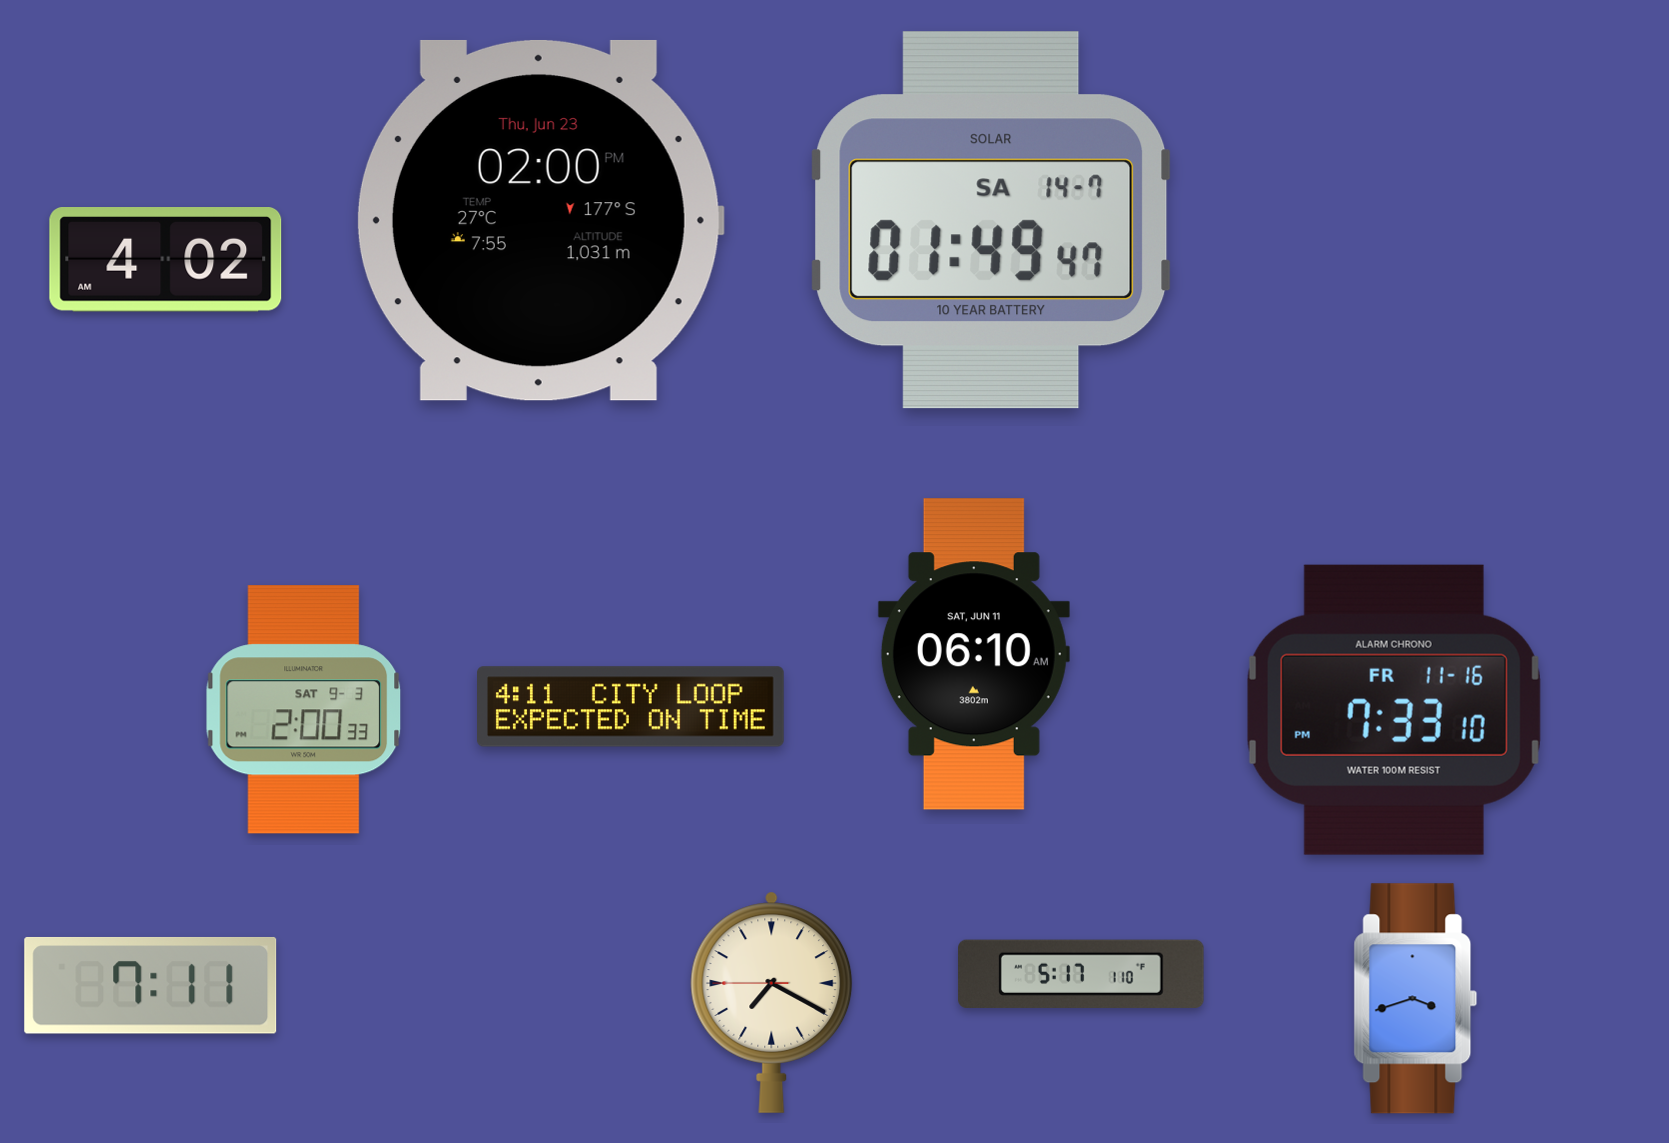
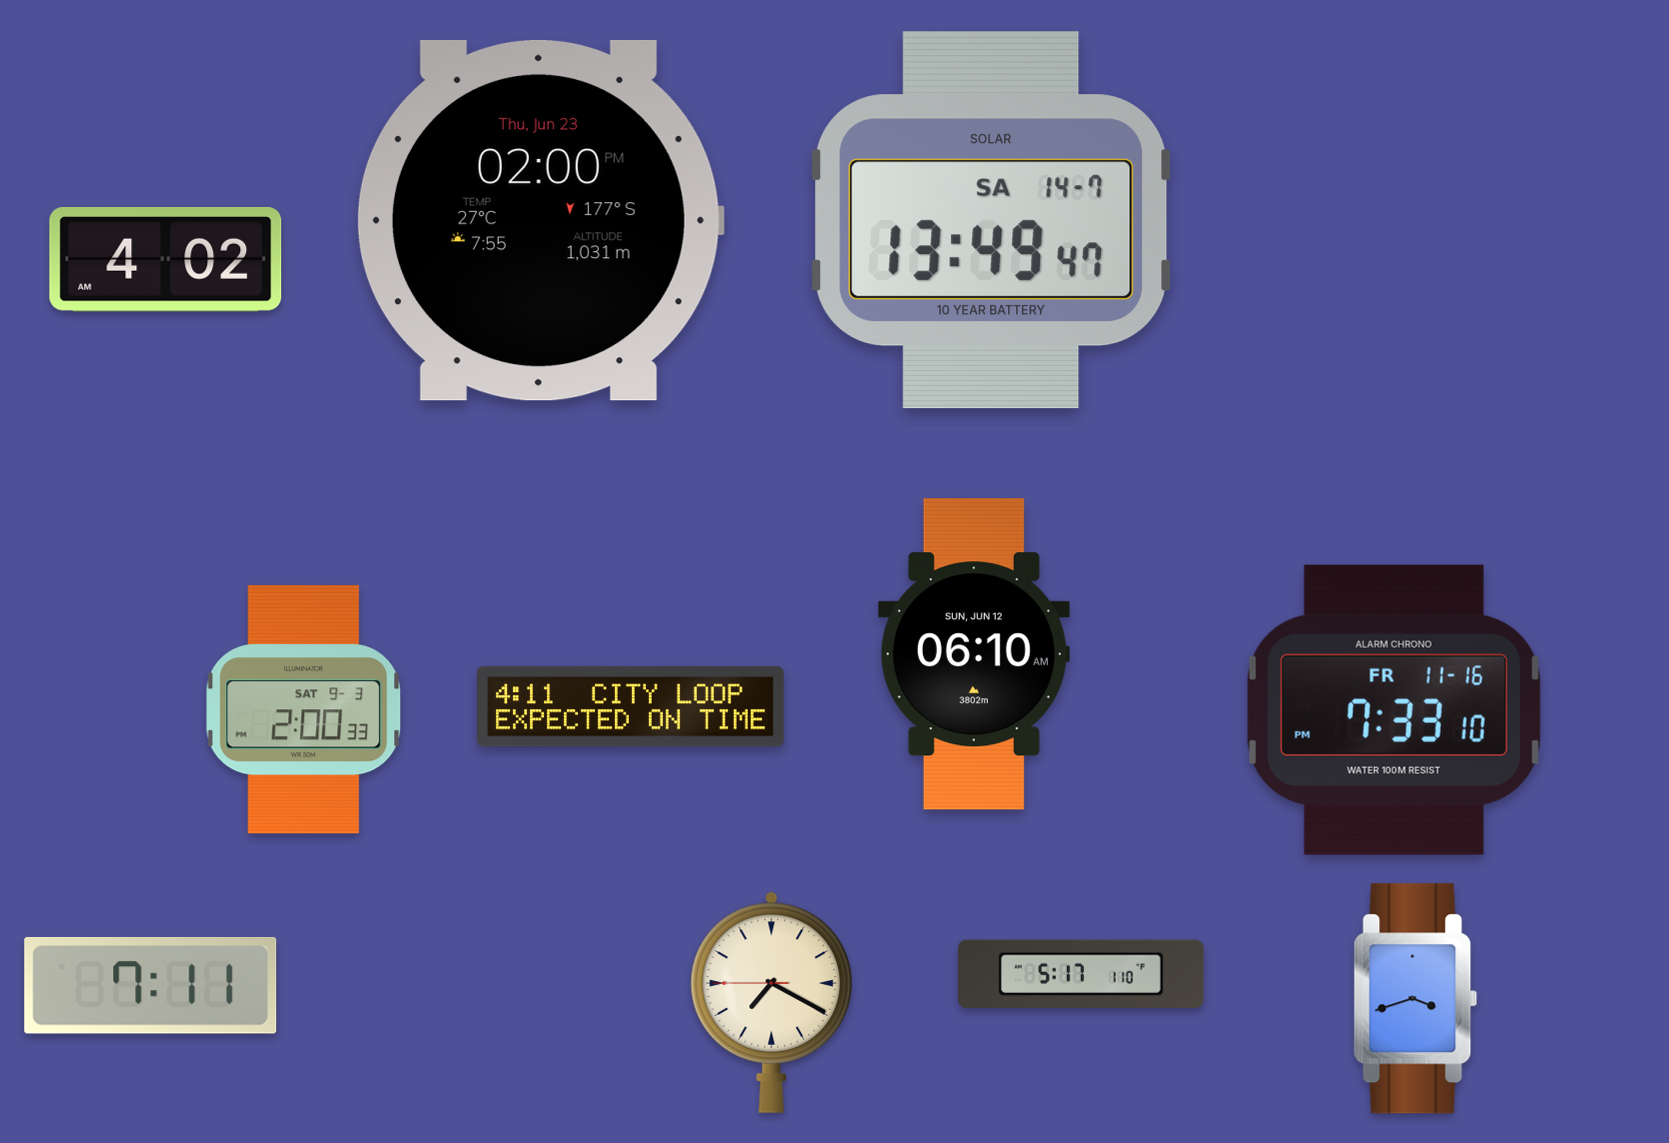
clock at (991, 220): 01:49 -> 13:49
clock at (974, 654) date: SAT, JUN 11 -> SUN, JUN 12
